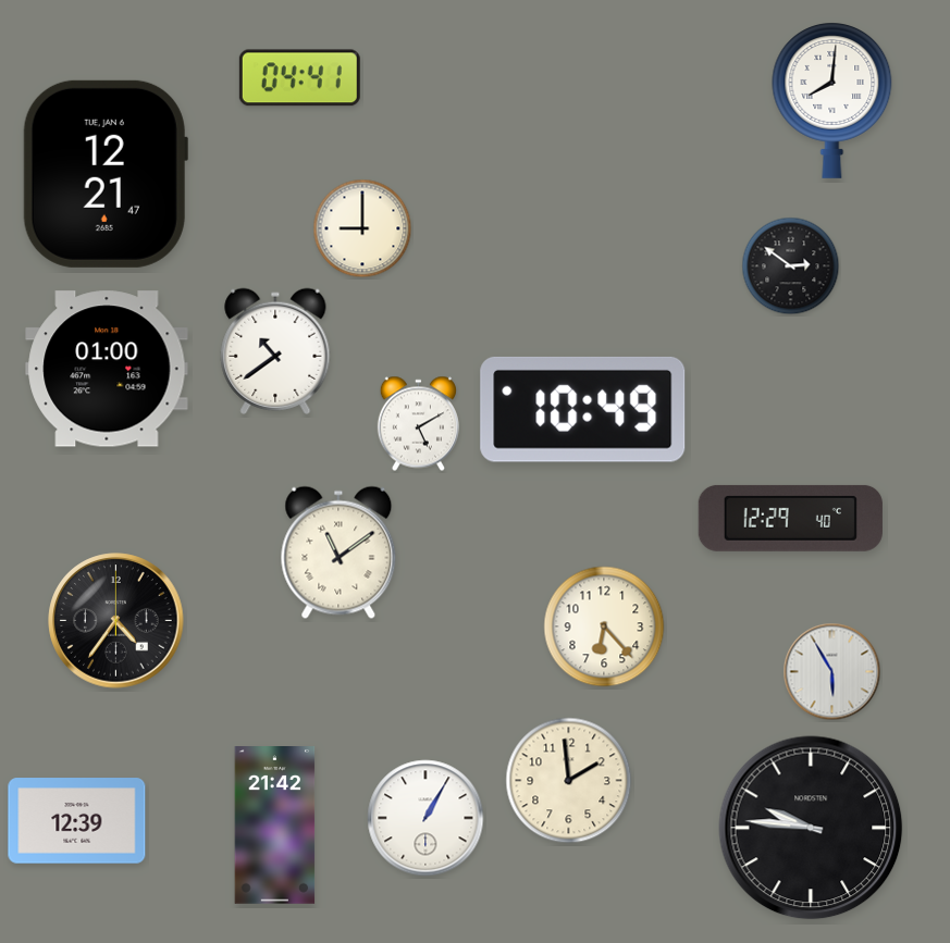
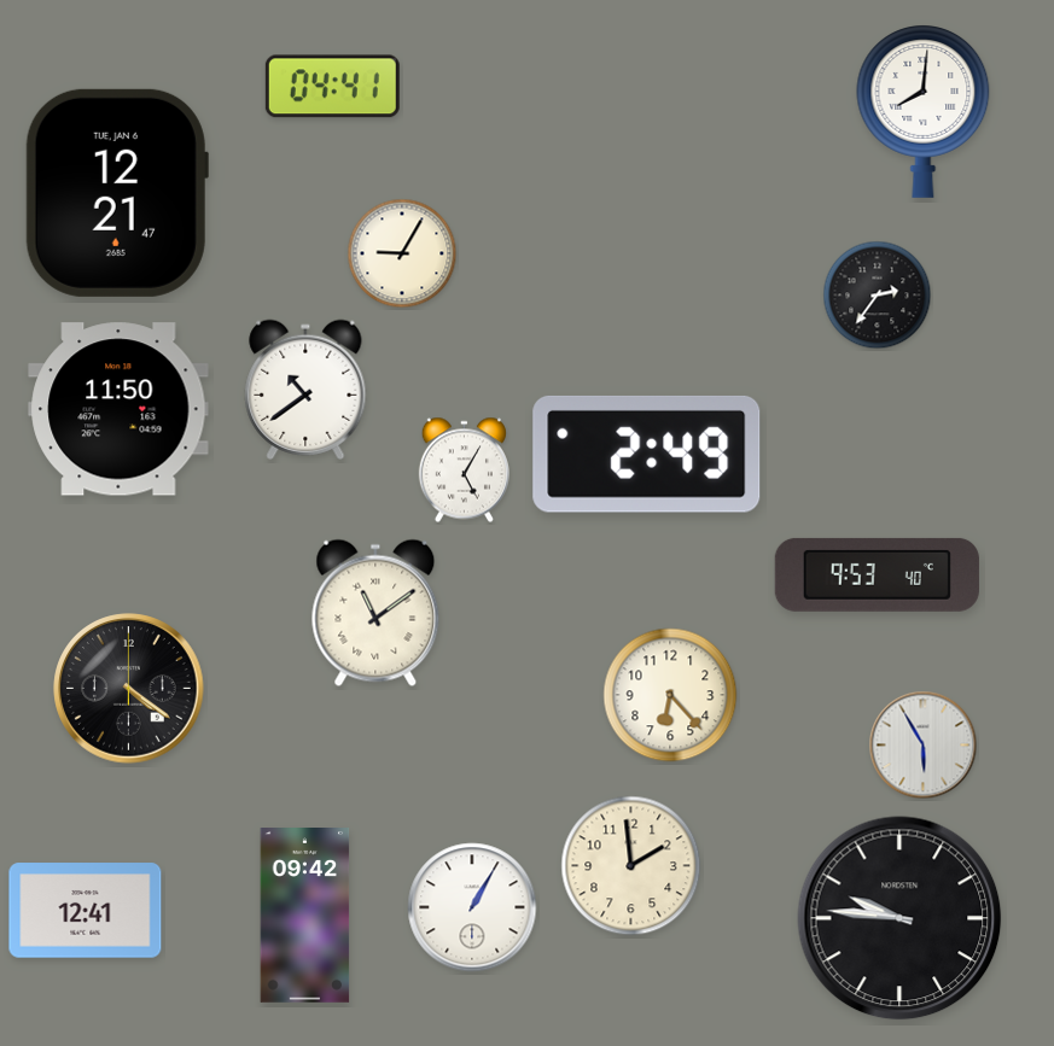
clock at (362, 228): 9:00 -> 9:05
clock at (791, 266): 2:51 -> 2:36
clock at (107, 369): 01:00 -> 11:50
clock at (583, 409): 10:49 -> 2:49
clock at (418, 424): 5:10 -> 5:05
clock at (790, 518): 12:29 -> 9:53
clock at (116, 621): 4:36 -> 4:21
clock at (77, 821): 12:39 -> 12:41
clock at (275, 826): 21:42 -> 09:42
